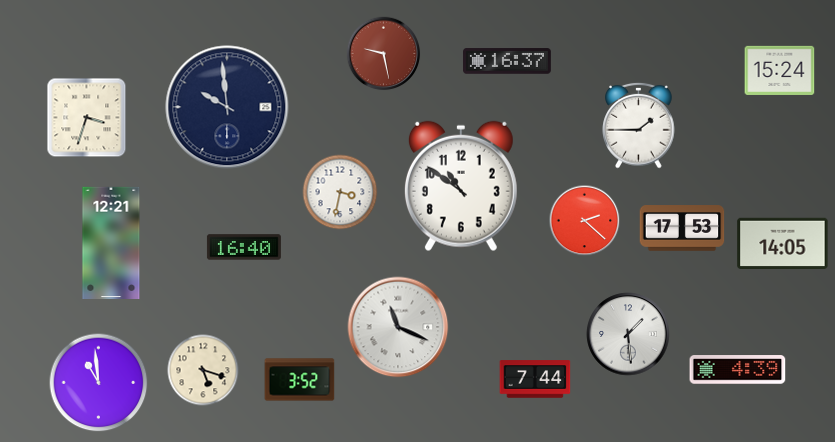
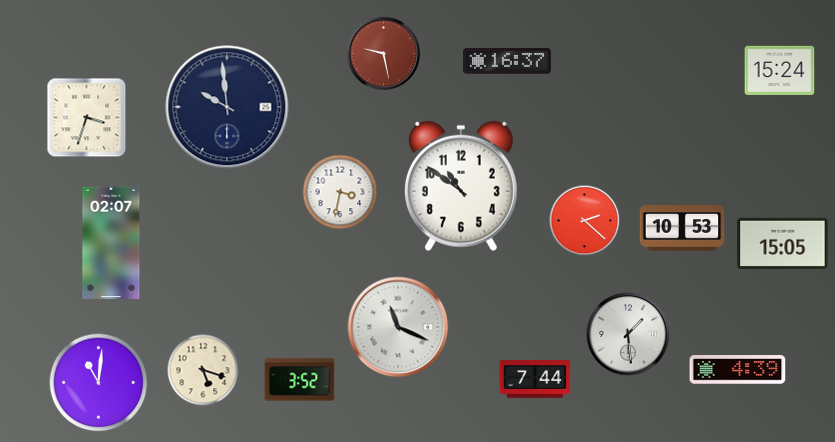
clock at (639, 125): 1:45 -> none
clock at (682, 228): 17:53 -> 10:53
clock at (111, 242): 12:21 -> 02:07
clock at (783, 244): 14:05 -> 15:05
clock at (244, 247): 16:40 -> none
clock at (99, 383): 10:59 -> 11:01
